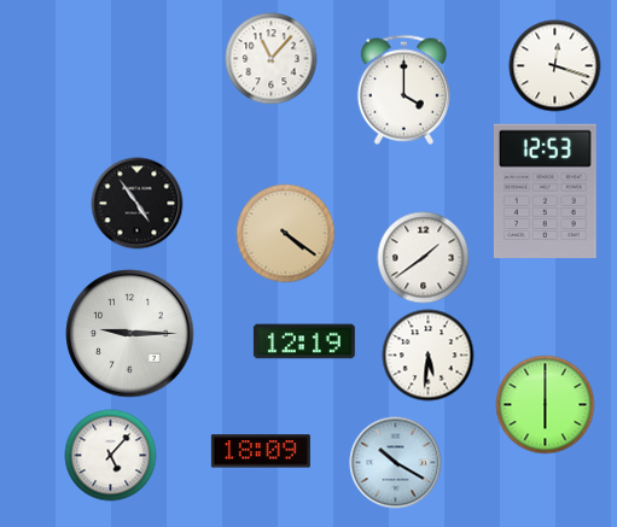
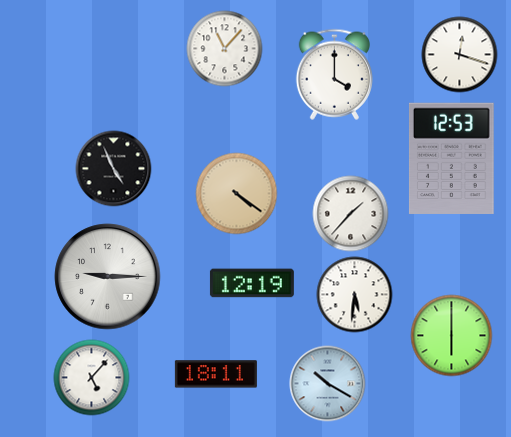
clock at (138, 204): 4:54 -> 4:56
clock at (424, 258): 1:39 -> 1:37
clock at (261, 451): 18:09 -> 18:11
